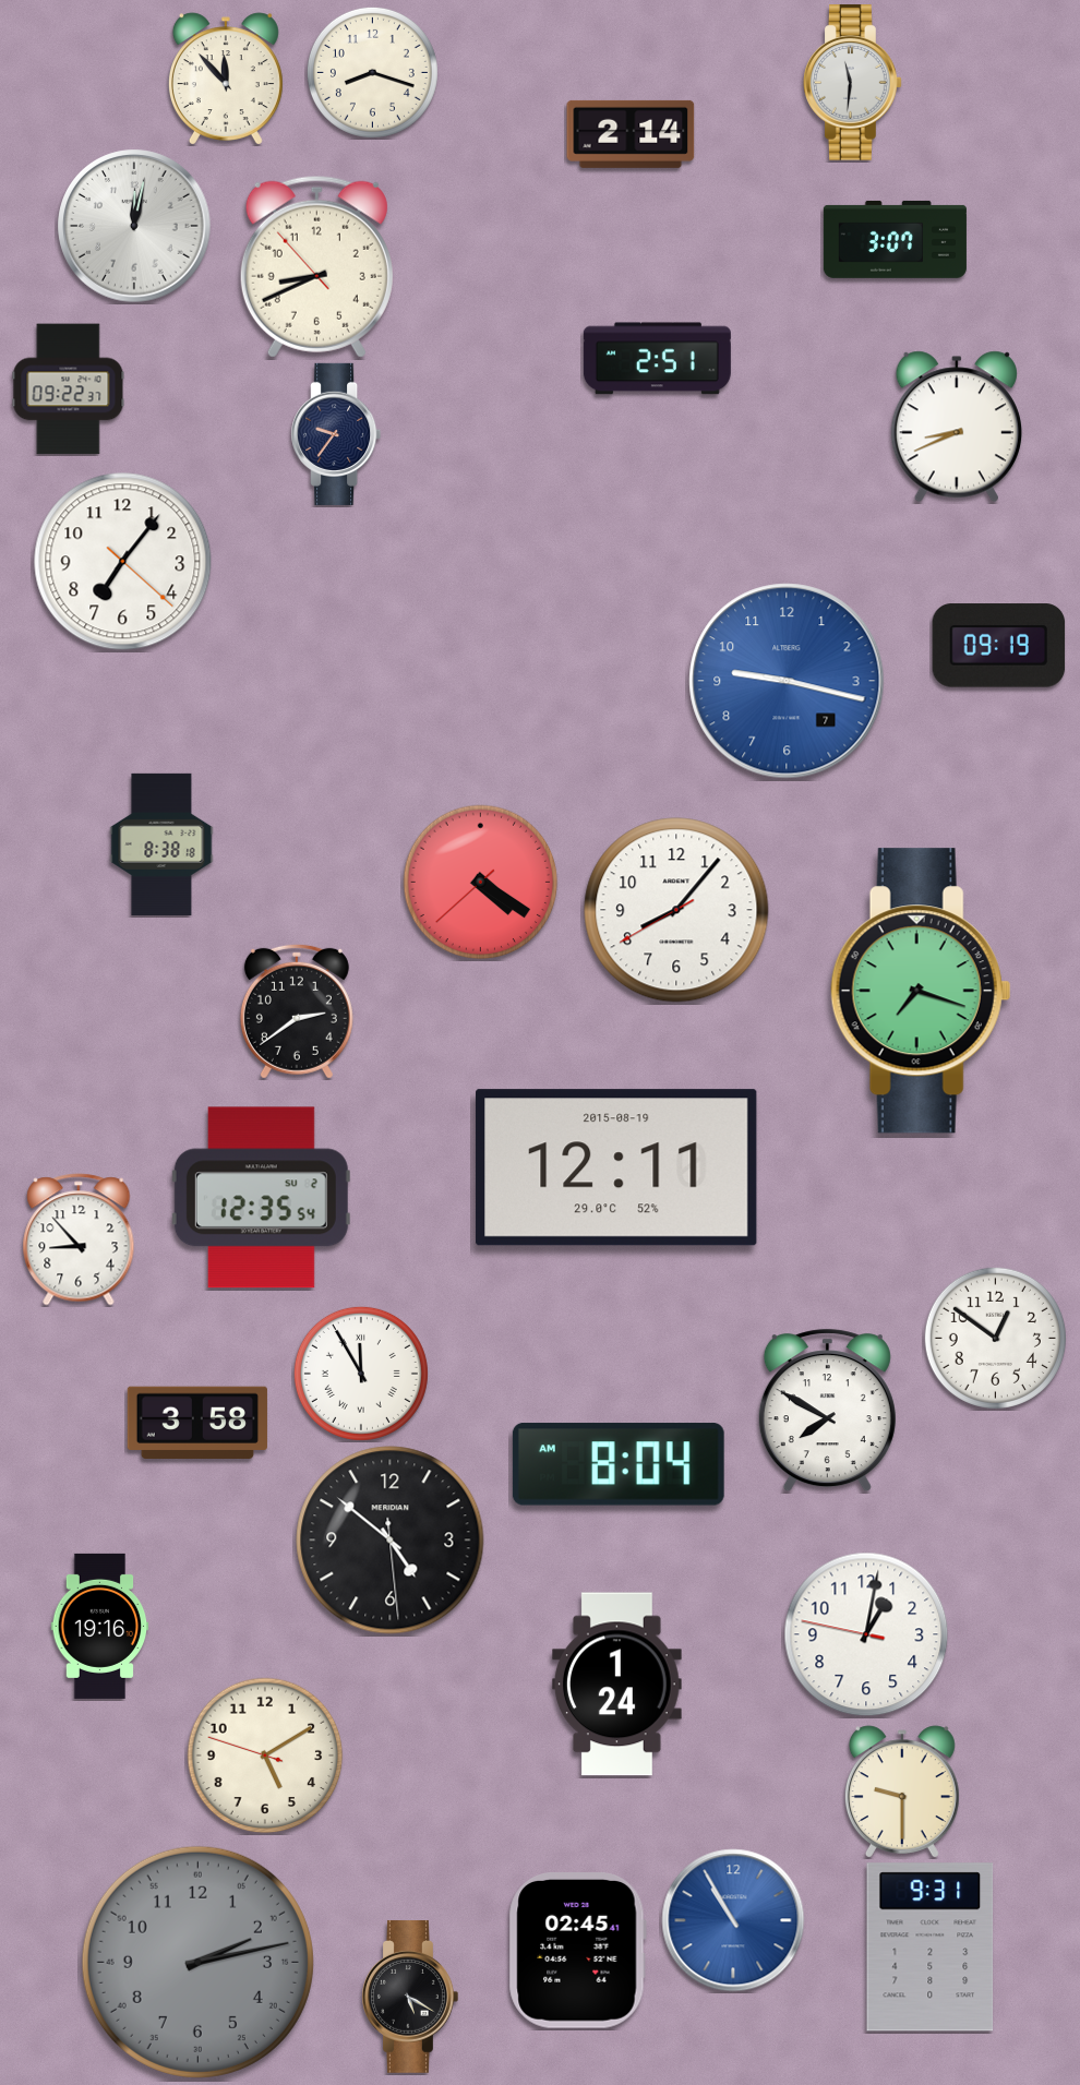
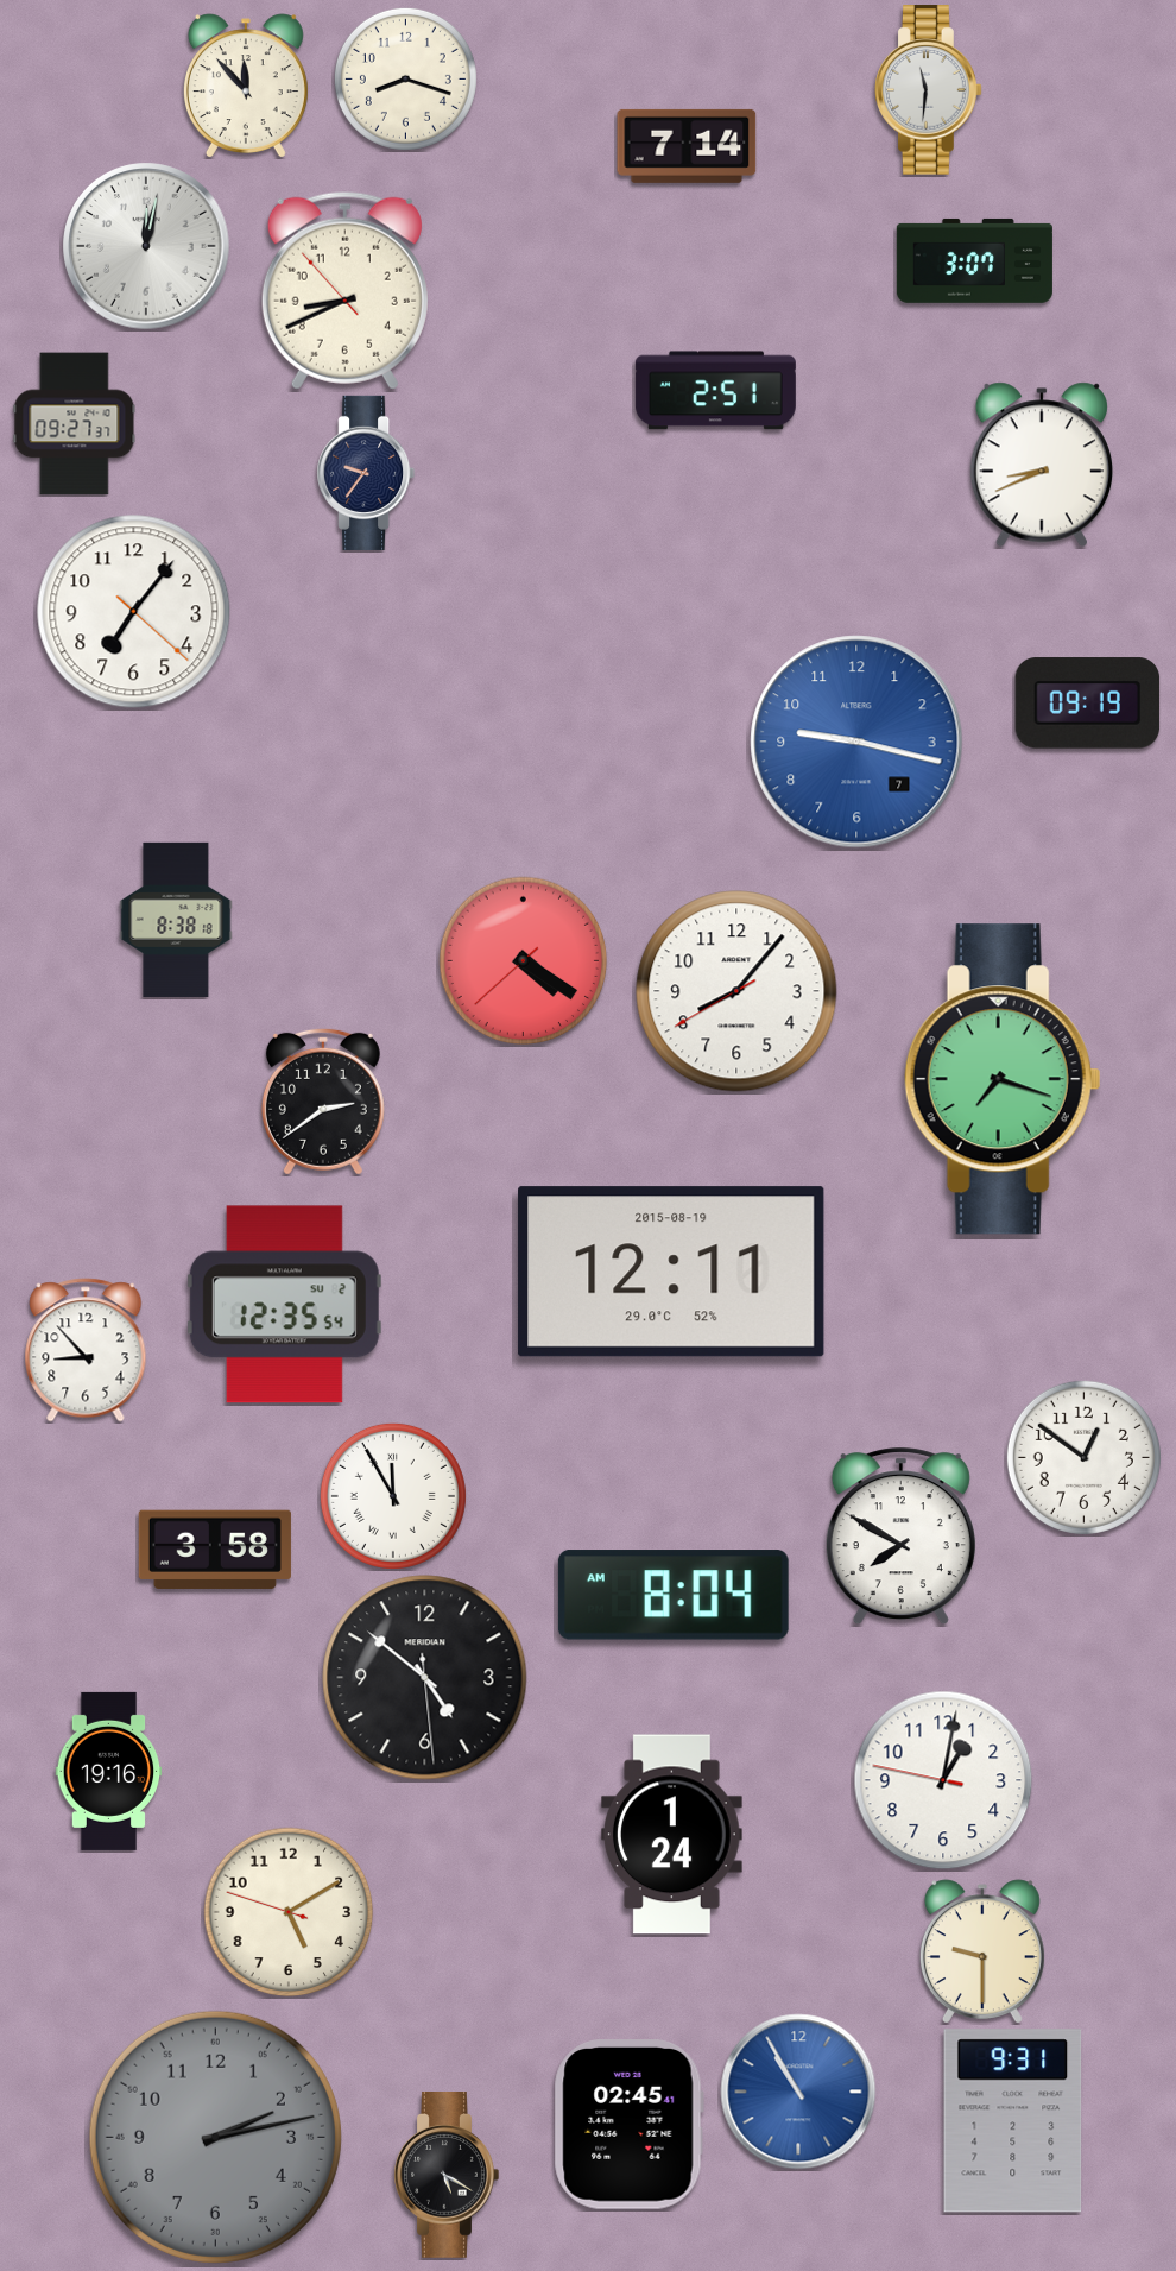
clock at (631, 134): 2:14 -> 7:14
clock at (69, 390): 09:22 -> 09:27
